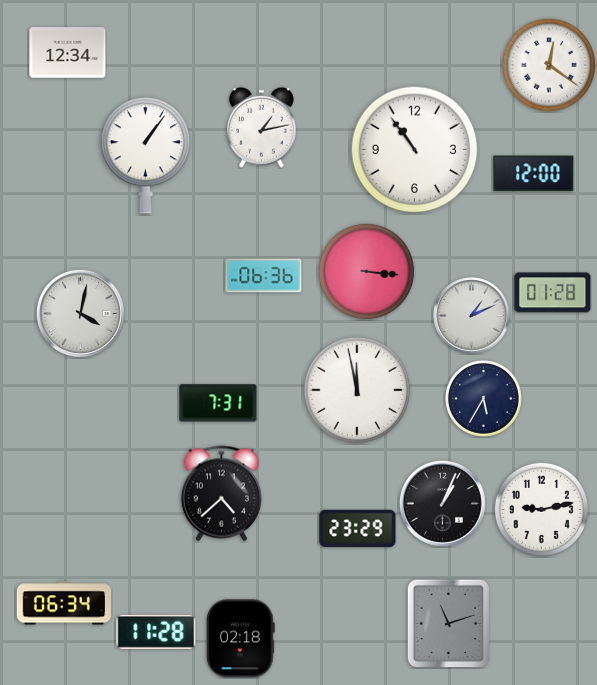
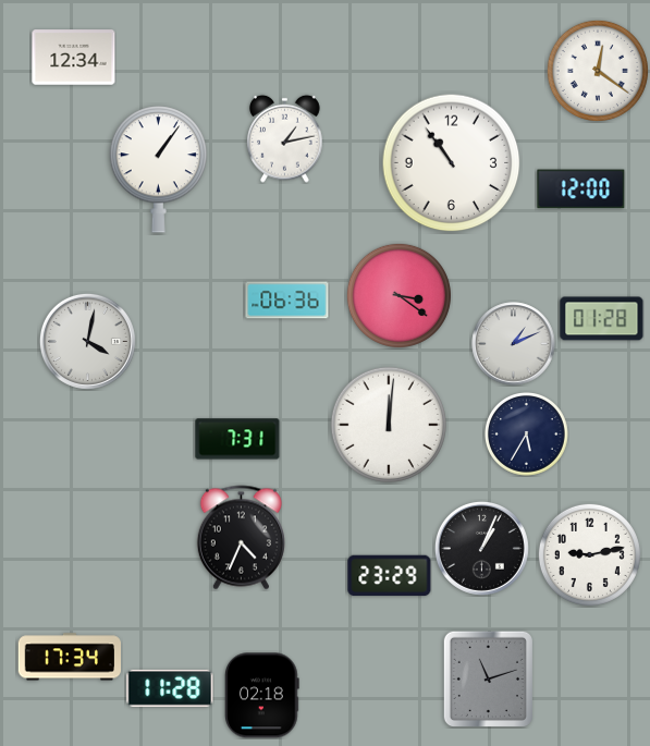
clock at (366, 271): 3:16 -> 3:21
clock at (357, 390): 11:58 -> 12:01
clock at (221, 494): 4:38 -> 4:34
clock at (63, 603): 06:34 -> 17:34
